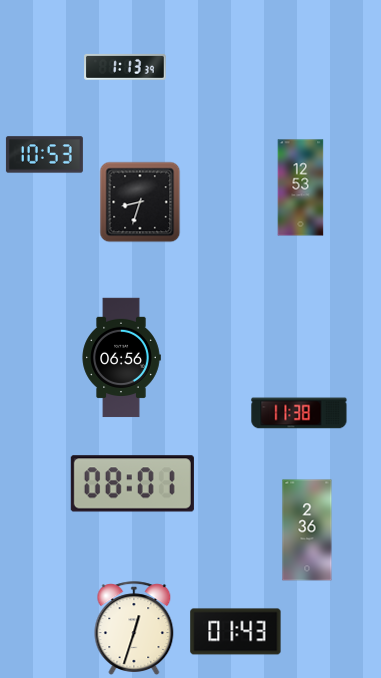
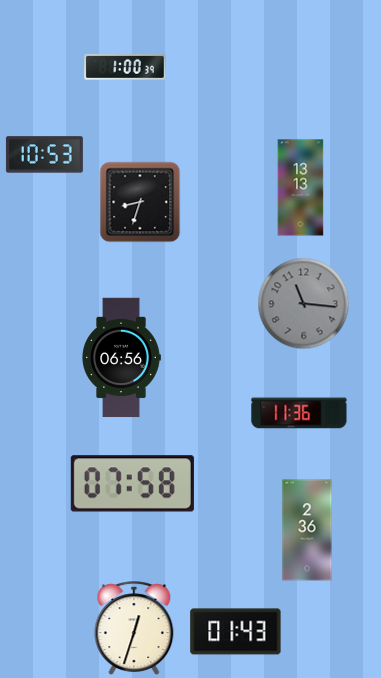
clock at (125, 67): 1:13 -> 1:00
clock at (301, 188): 12:53 -> 13:13
clock at (303, 303): none -> 11:16
clock at (299, 413): 11:38 -> 11:36
clock at (132, 484): 08:01 -> 07:58
